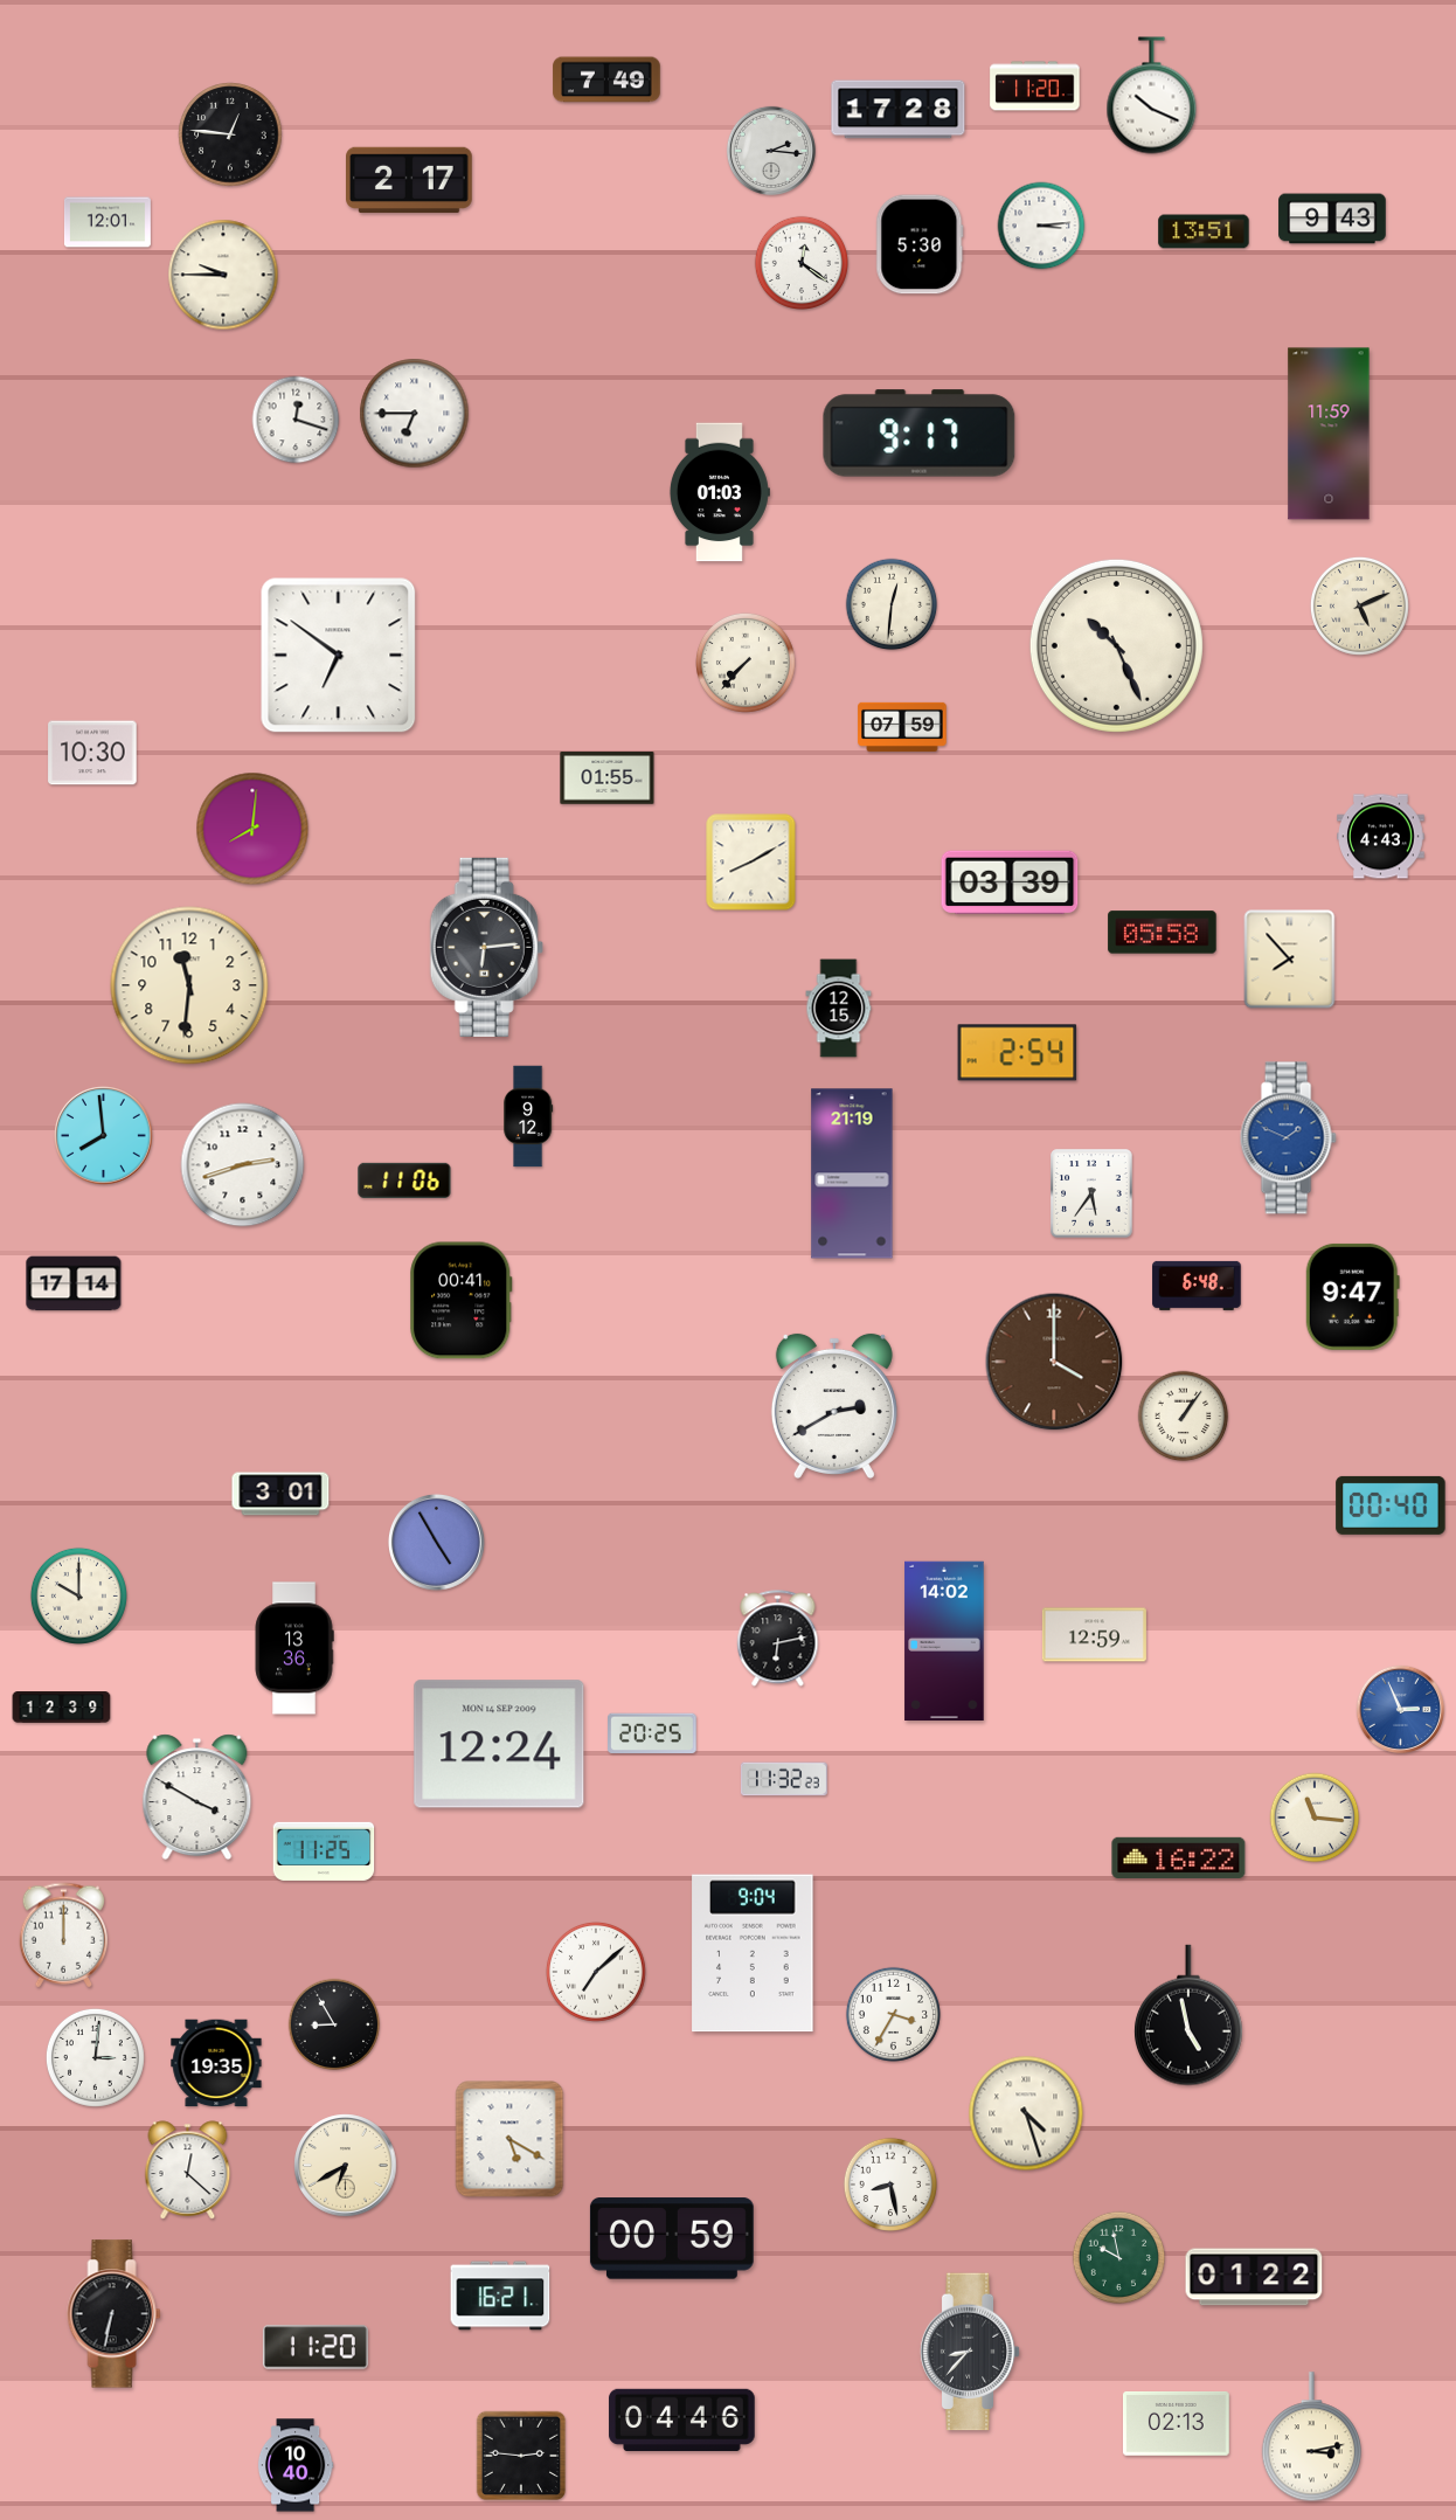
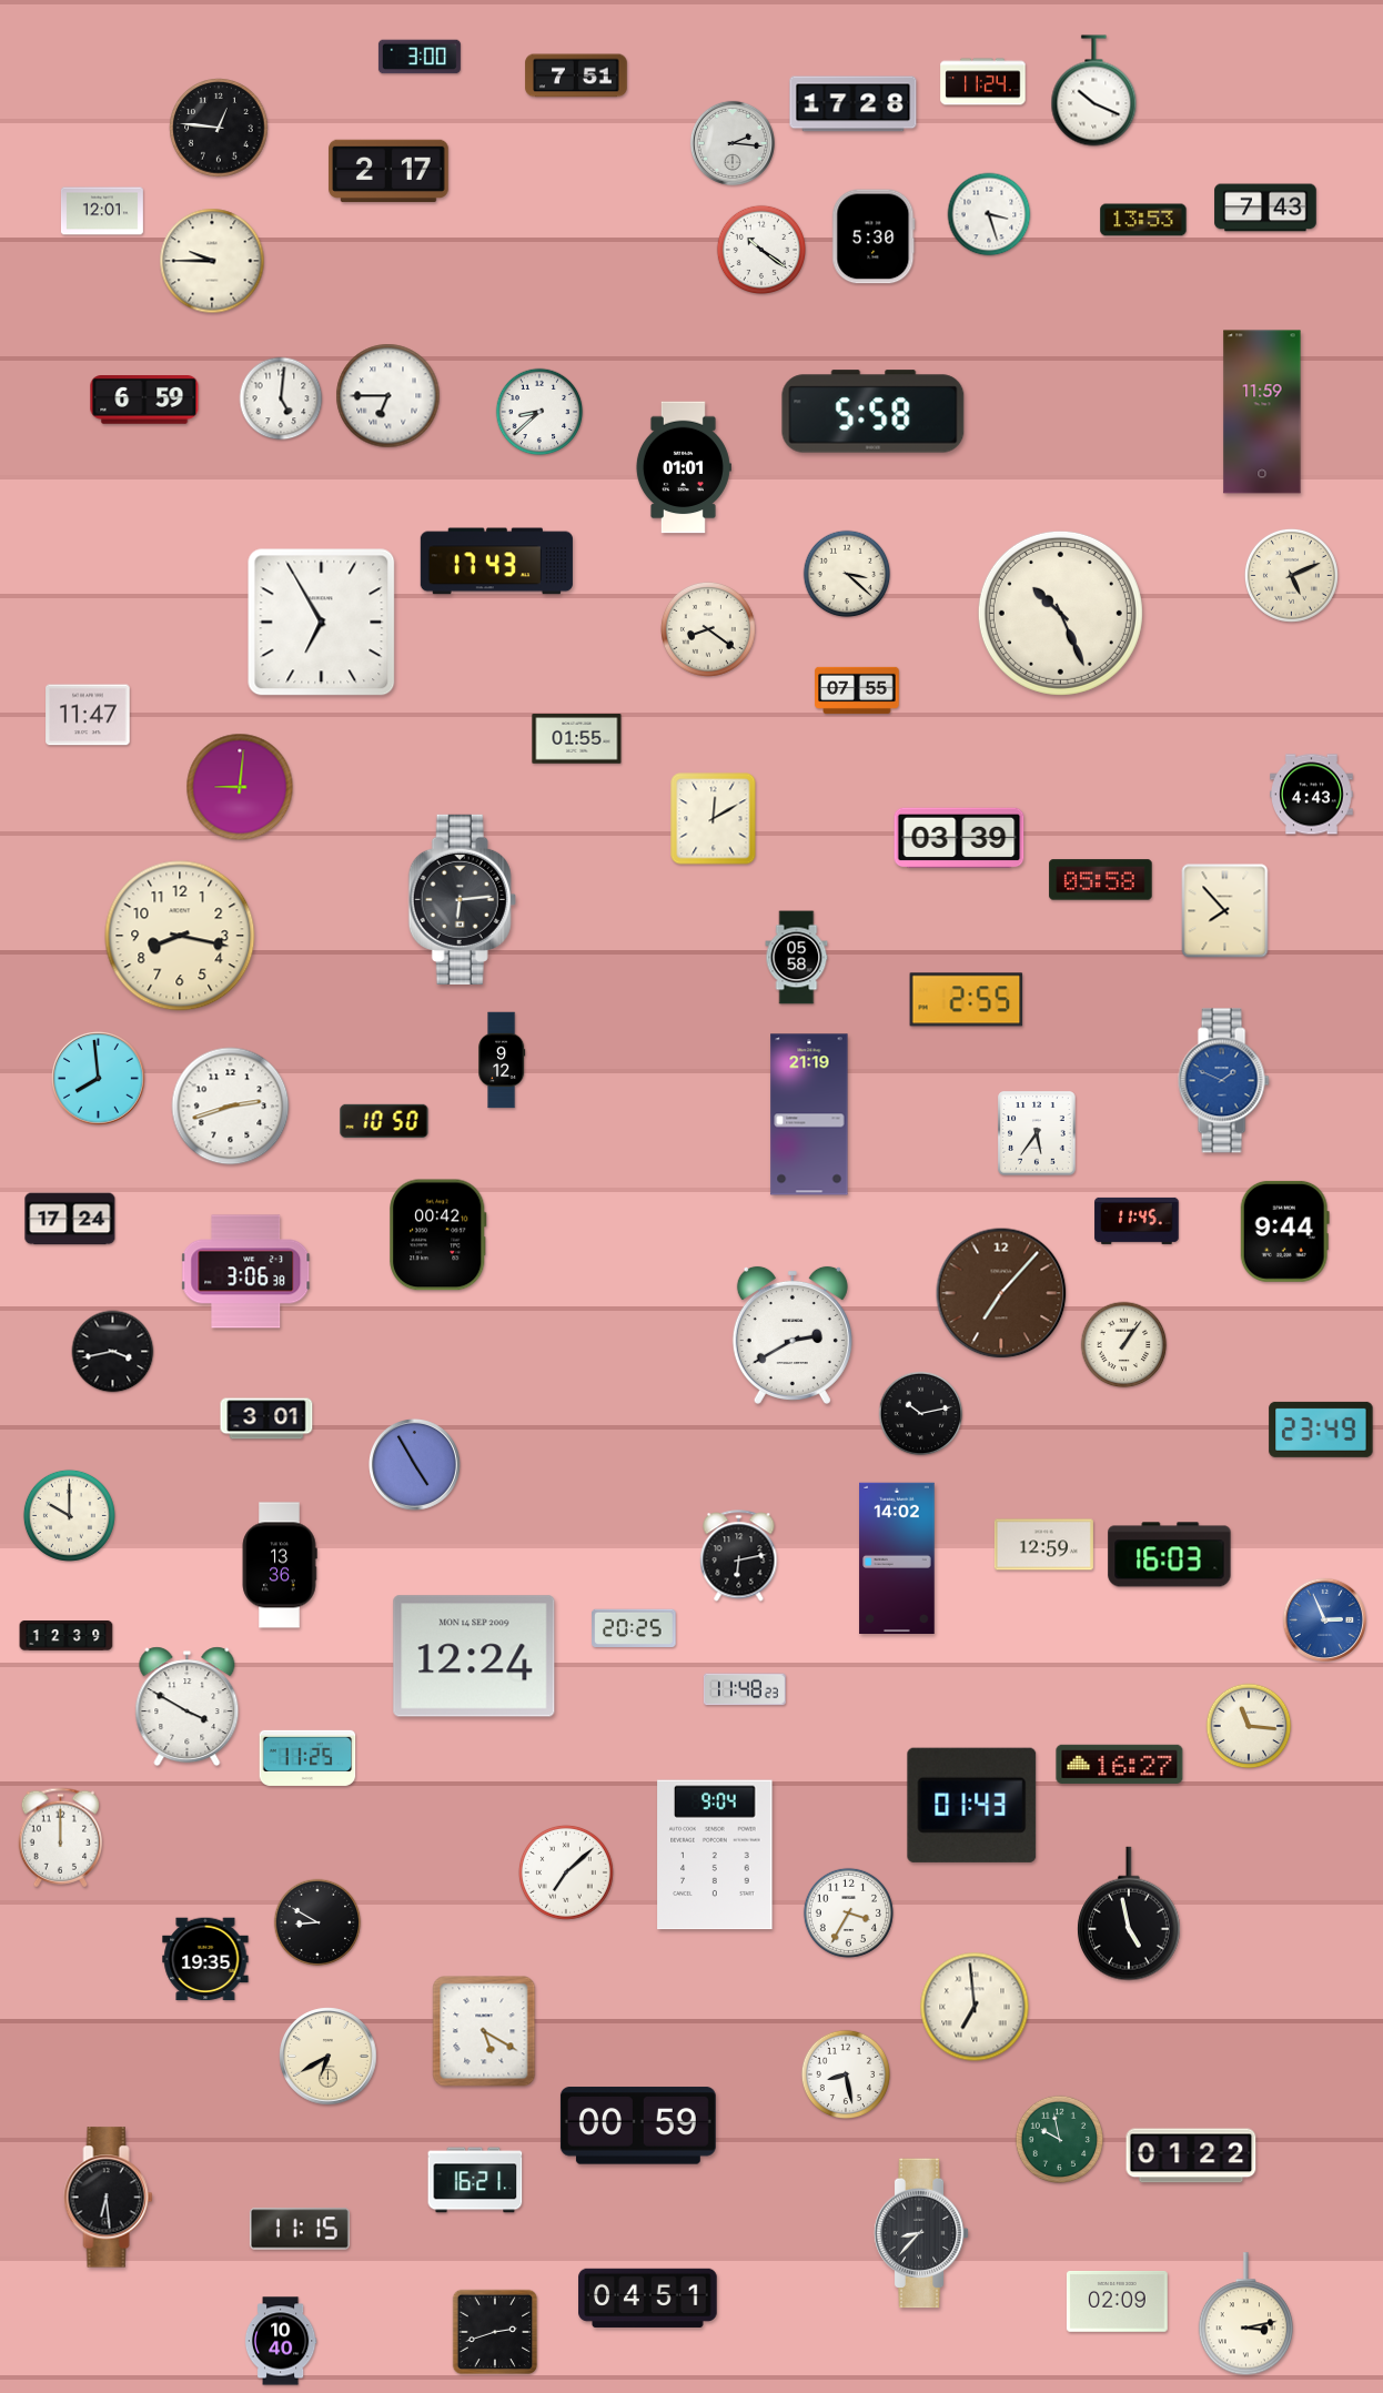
clock at (420, 57): none -> 3:00
clock at (606, 79): 7:49 -> 7:51
clock at (1035, 86): 11:20 -> 11:24
clock at (1332, 219): 9:43 -> 7:43
clock at (1041, 226): 3:14 -> 3:27
clock at (1204, 231): 13:51 -> 13:53
clock at (920, 244) position: (920, 244) -> (874, 236)
clock at (800, 262): 12:21 -> 10:21
clock at (415, 414) position: (415, 414) -> (388, 396)
clock at (296, 420): 12:18 -> 5:01
clock at (144, 401): none -> 6:59
clock at (539, 412): none -> 8:38
clock at (920, 434): 9:17 -> 5:58
clock at (719, 492): 01:03 -> 01:01
clock at (496, 562): none -> 17:43
clock at (892, 604): 12:31 -> 3:22
clock at (339, 656): 6:51 -> 6:55
clock at (746, 663): 7:37 -> 8:21
clock at (902, 727): 07:59 -> 07:55
clock at (92, 753): 10:30 -> 11:47
clock at (252, 829): 8:01 -> 9:01
clock at (751, 863): 8:10 -> 12:10
clock at (1163, 933) position: (1163, 933) -> (1101, 880)
clock at (189, 985): 11:31 -> 8:17
clock at (839, 1009): 12:15 -> 05:58
clock at (1018, 1053): 2:54 -> 2:55
clock at (404, 1181): 11:06 -> 10:50
clock at (74, 1283): 17:14 -> 17:24
clock at (1197, 1286): 6:48 -> 11:45
clock at (1352, 1296): 9:47 -> 9:44
clock at (462, 1301): 00:41 -> 00:42
clock at (246, 1272): none -> 3:06
clock at (1054, 1362): 4:00 -> 7:07
clock at (113, 1352): none -> 3:43
clock at (921, 1414): none -> 10:13
clock at (1391, 1505): 00:40 -> 23:49
clock at (78, 1595) position: (78, 1595) -> (69, 1515)
clock at (1094, 1635) position: (1094, 1635) -> (1043, 1545)
clock at (1170, 1555): none -> 16:03
clock at (62, 1708) position: (62, 1708) -> (67, 1636)
clock at (1400, 1709) position: (1400, 1709) -> (1324, 1619)
clock at (652, 1733) position: (652, 1733) -> (634, 1628)
clock at (784, 1779): 11:32 -> 11:48
clock at (1179, 1857): 16:22 -> 16:27
clock at (972, 1805): none -> 01:43
clock at (334, 2024): 8:55 -> 8:50
clock at (95, 2057): 3:01 -> none
clock at (1026, 2113): 4:27 -> 6:59
clock at (188, 2171): 12:22 -> none
clock at (1119, 2258) position: (1119, 2258) -> (1060, 2140)
clock at (1254, 2277) position: (1254, 2277) -> (1191, 2155)
clock at (115, 2314): 6:32 -> 6:29
clock at (316, 2347): 11:20 -> 11:15
clock at (682, 2419): 04:46 -> 04:51
clock at (1176, 2424): 02:13 -> 02:09
clock at (521, 2456): 2:46 -> 2:42
